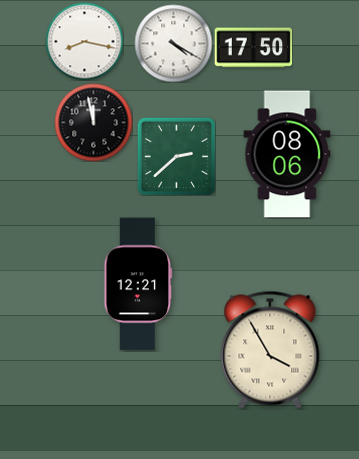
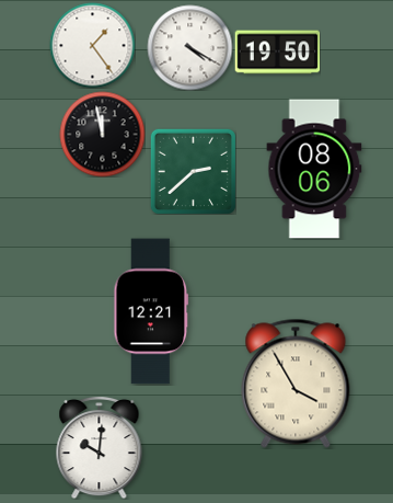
clock at (84, 41): 8:17 -> 1:24
clock at (253, 48): 17:50 -> 19:50
clock at (100, 447): none -> 10:01
